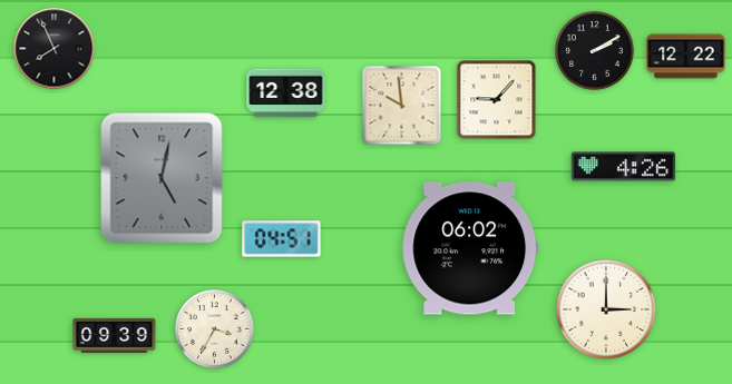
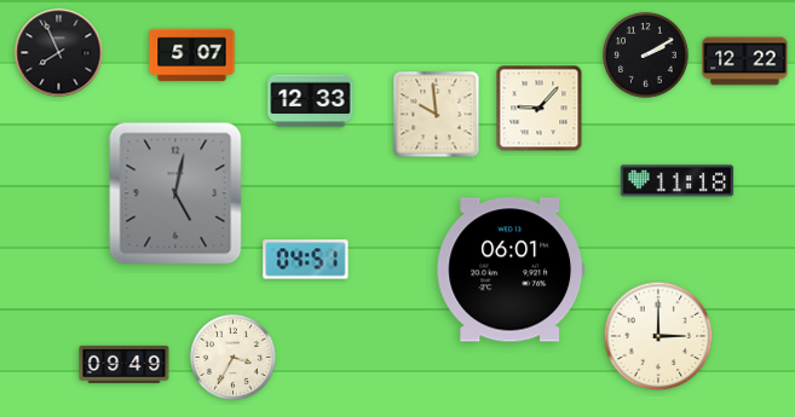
clock at (192, 56): none -> 5:07
clock at (286, 93): 12:38 -> 12:33
clock at (624, 167): 4:26 -> 11:18
clock at (470, 248): 06:02 -> 06:01
clock at (115, 335): 09:39 -> 09:49
